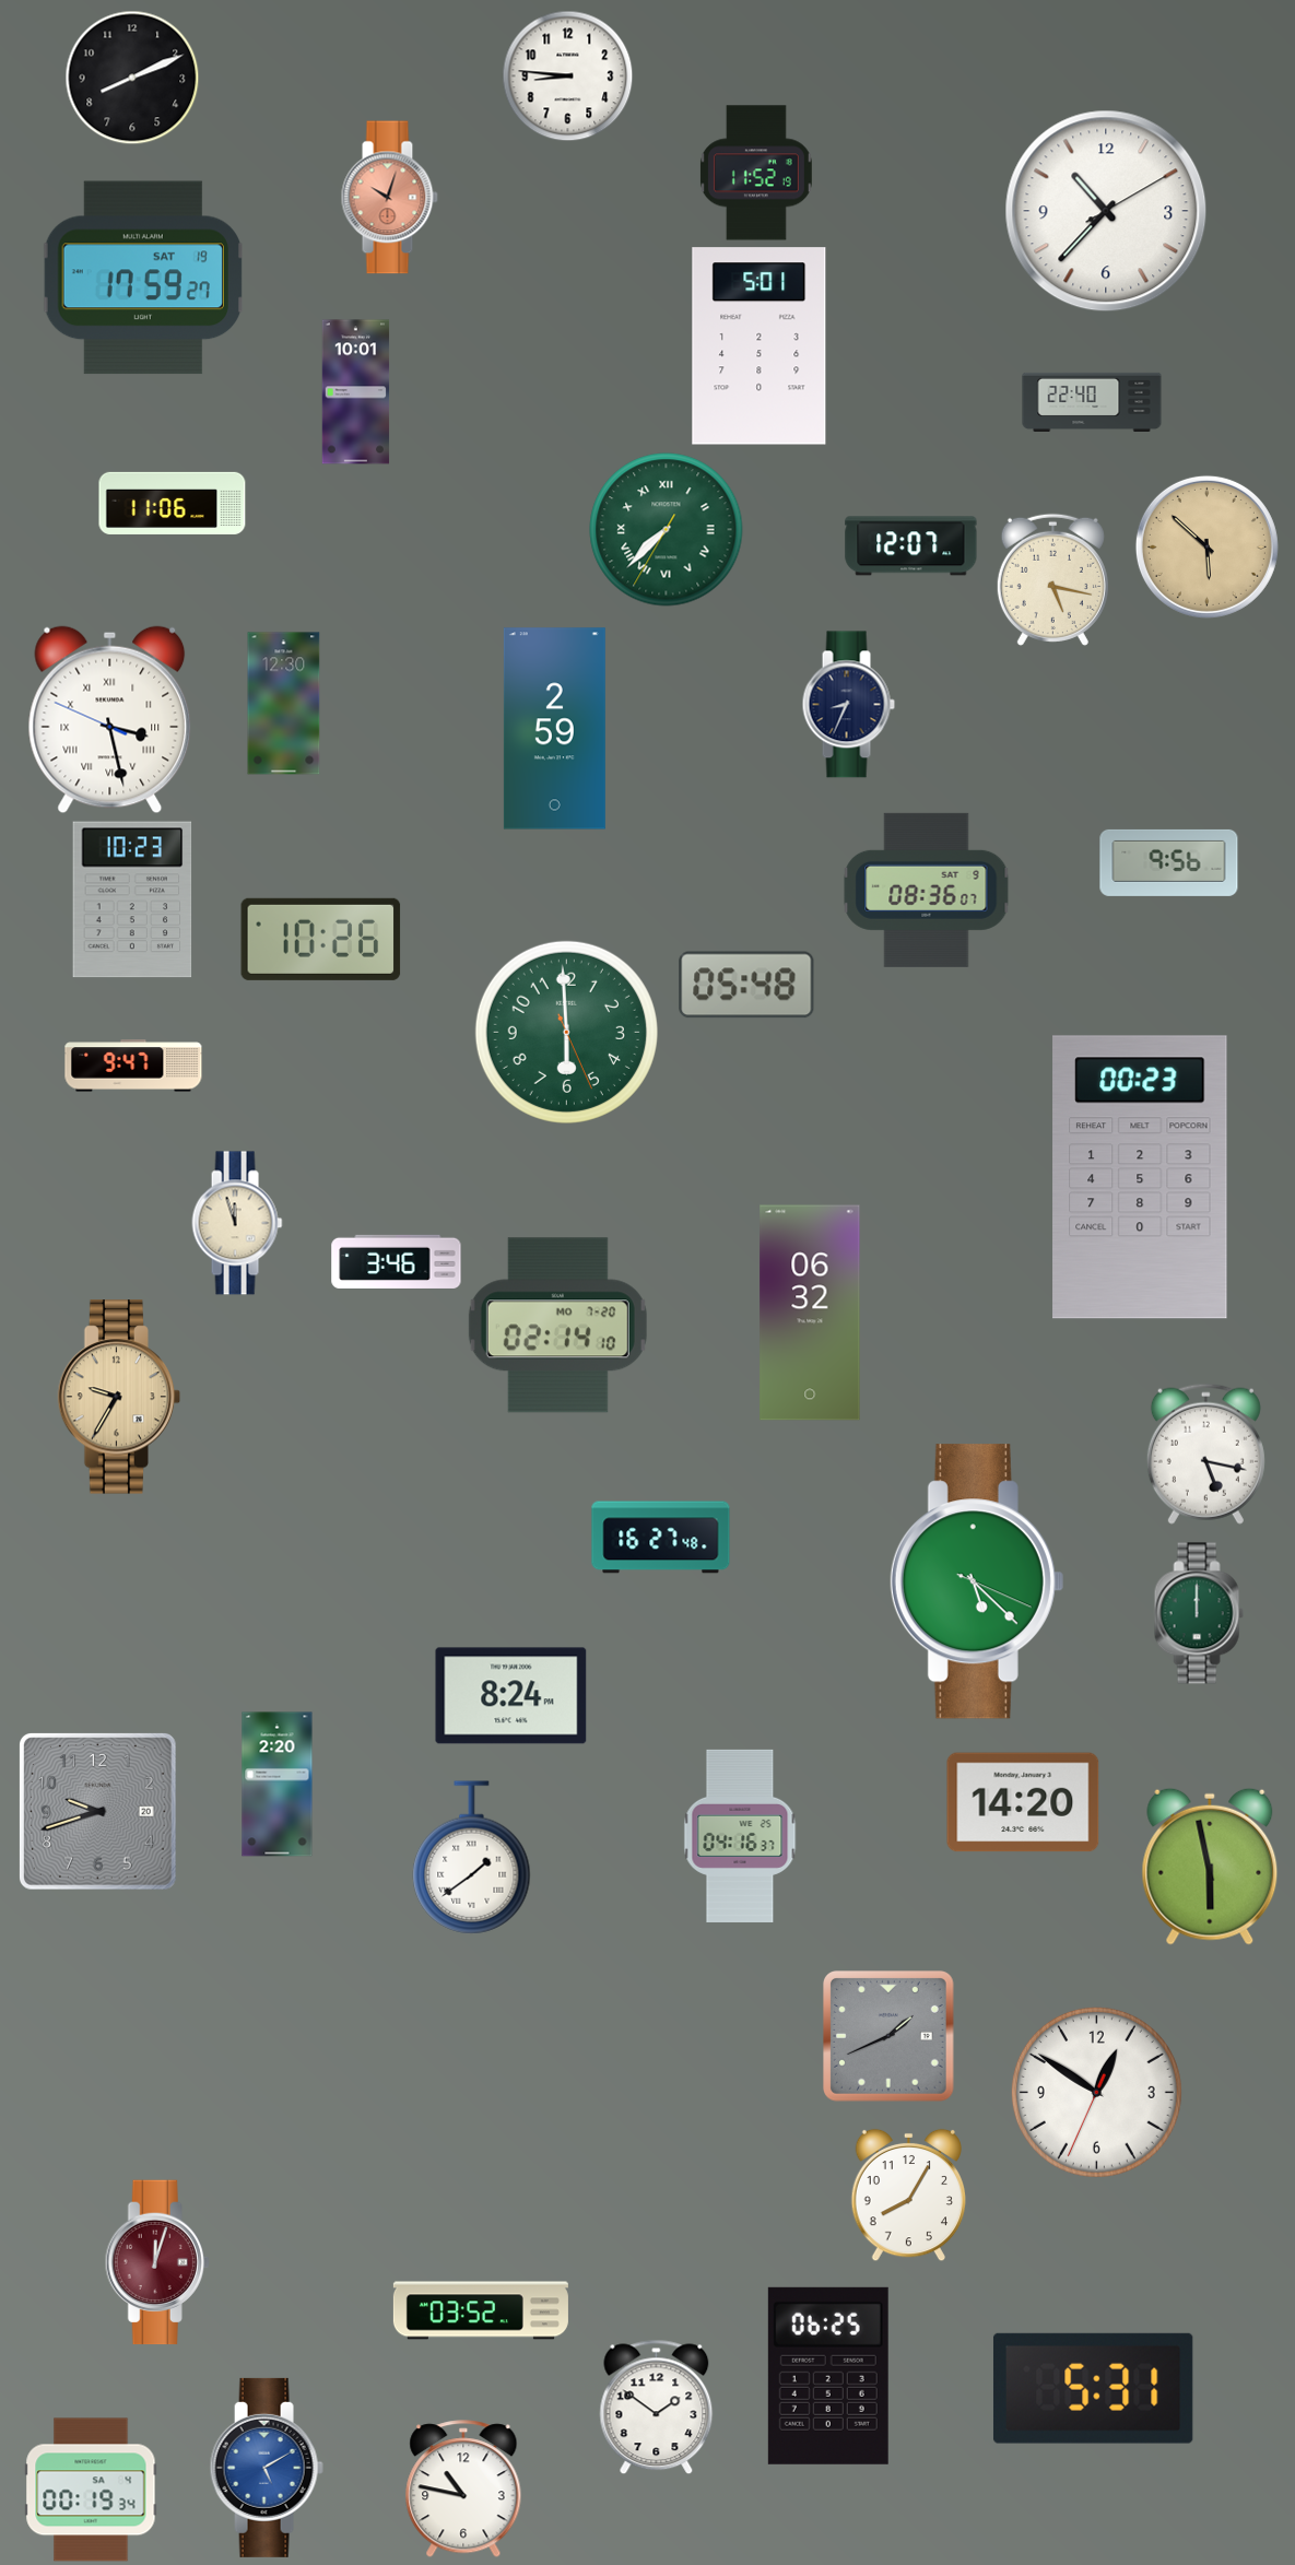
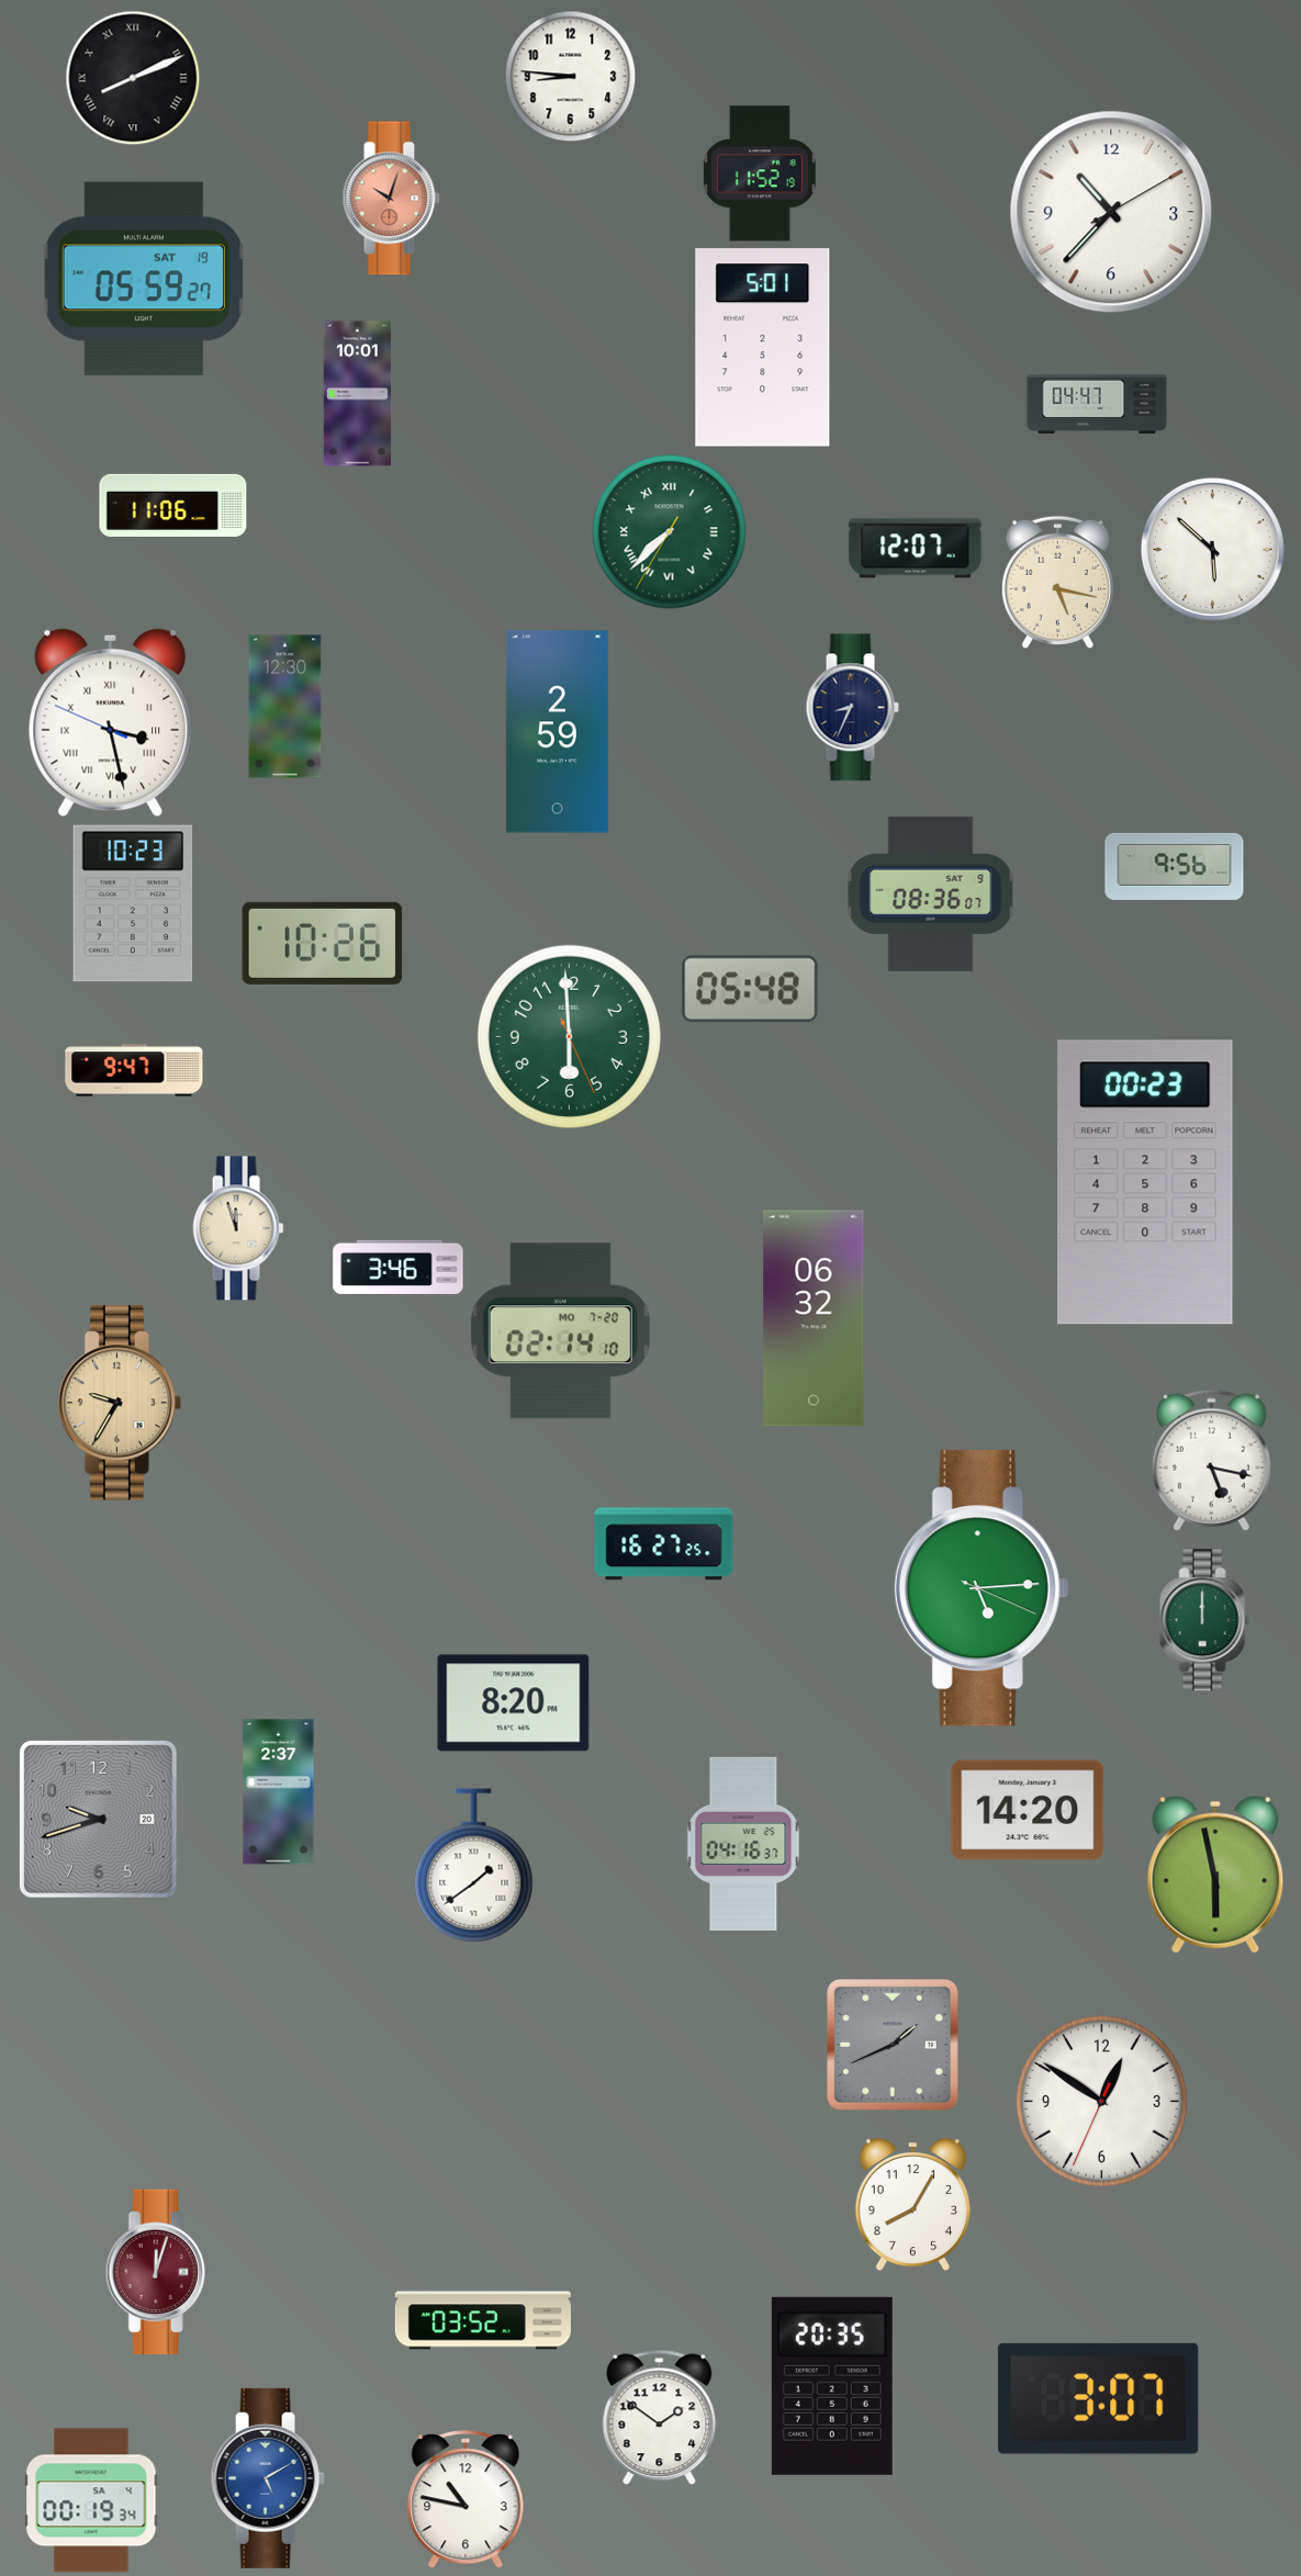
clock at (132, 78) numerals: Arabic -> Roman
clock at (143, 278): 17:59 -> 05:59
clock at (1092, 402): 22:40 -> 04:47
clock at (1206, 546) dial: champagne -> white
clock at (661, 1538): 16:27:48 -> 16:27:25
clock at (977, 1581): 5:22 -> 5:14
clock at (511, 1696): 8:24 -> 8:20
clock at (278, 1785): 2:20 -> 2:37
clock at (828, 2376): 06:25 -> 20:35
clock at (1093, 2388): 5:31 -> 3:07
